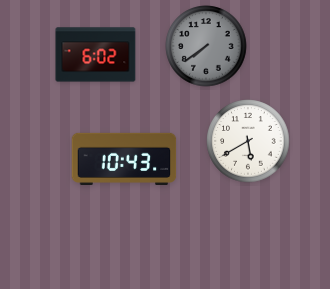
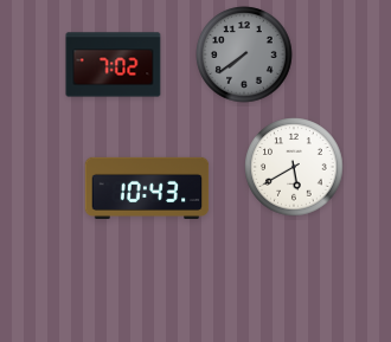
clock at (96, 55): 6:02 -> 7:02
